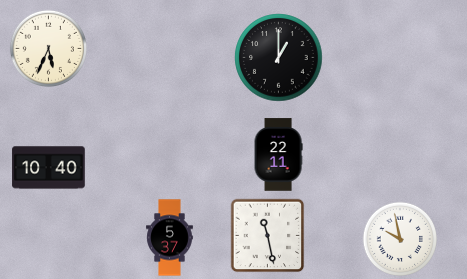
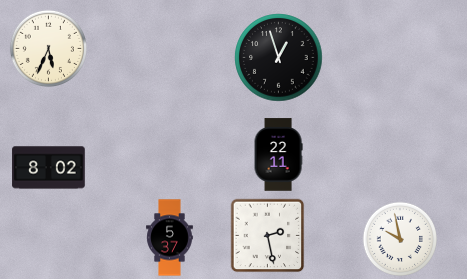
clock at (279, 58): 1:00 -> 12:57
clock at (49, 168): 10:40 -> 8:02
clock at (268, 236): 11:28 -> 2:28
